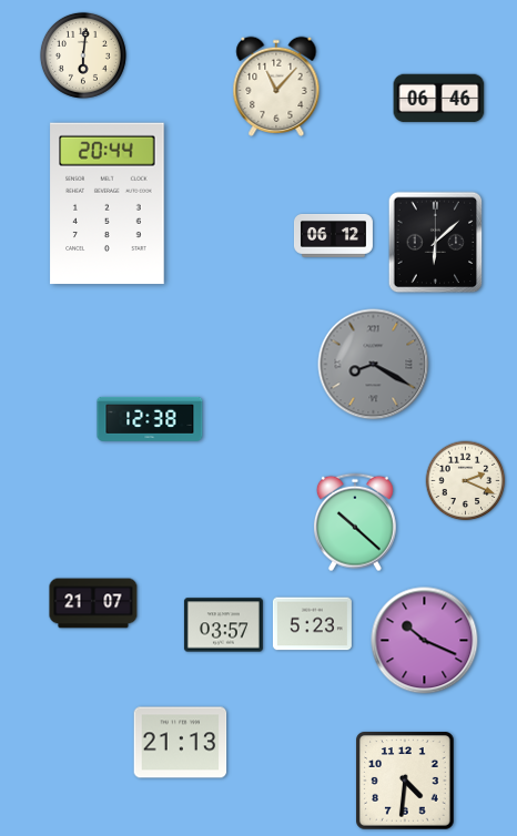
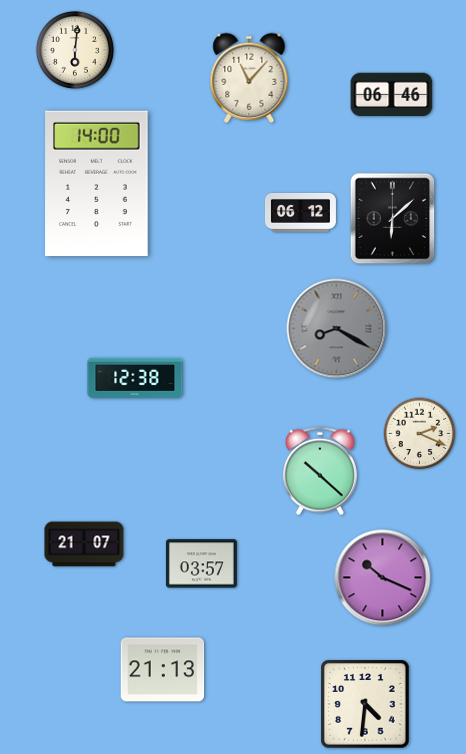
clock at (439, 99) position: (439, 99) -> (392, 95)
clock at (108, 204): 20:44 -> 14:00
clock at (312, 624): 5:23 -> none
